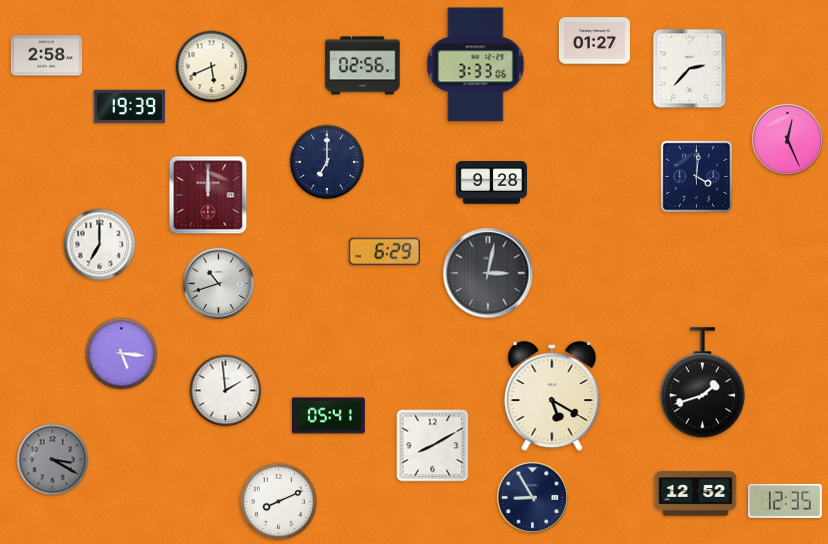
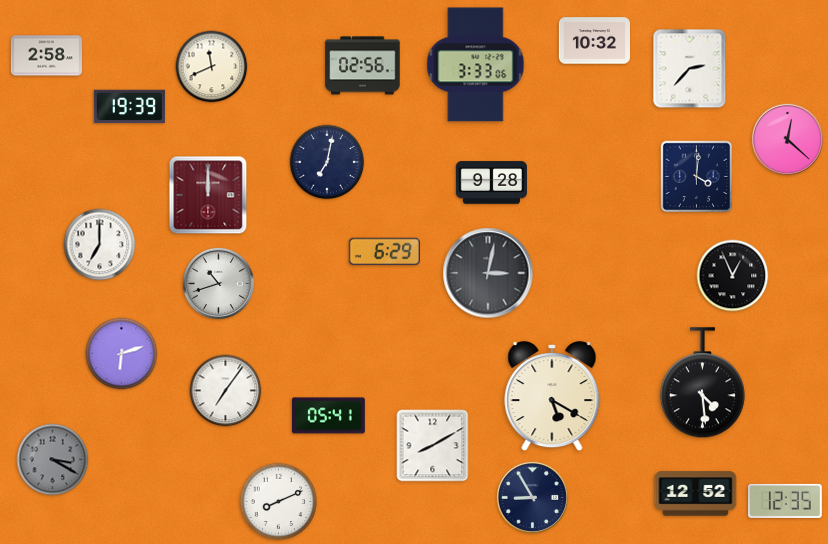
clock at (594, 41): 01:27 -> 10:32
clock at (212, 67): 5:41 -> 11:41
clock at (787, 139): 12:26 -> 12:22
clock at (327, 162): 7:00 -> 7:02
clock at (733, 276): none -> 12:56
clock at (122, 354): 5:16 -> 6:12
clock at (702, 383): 1:42 -> 4:29
clock at (226, 391): 1:59 -> 7:06
